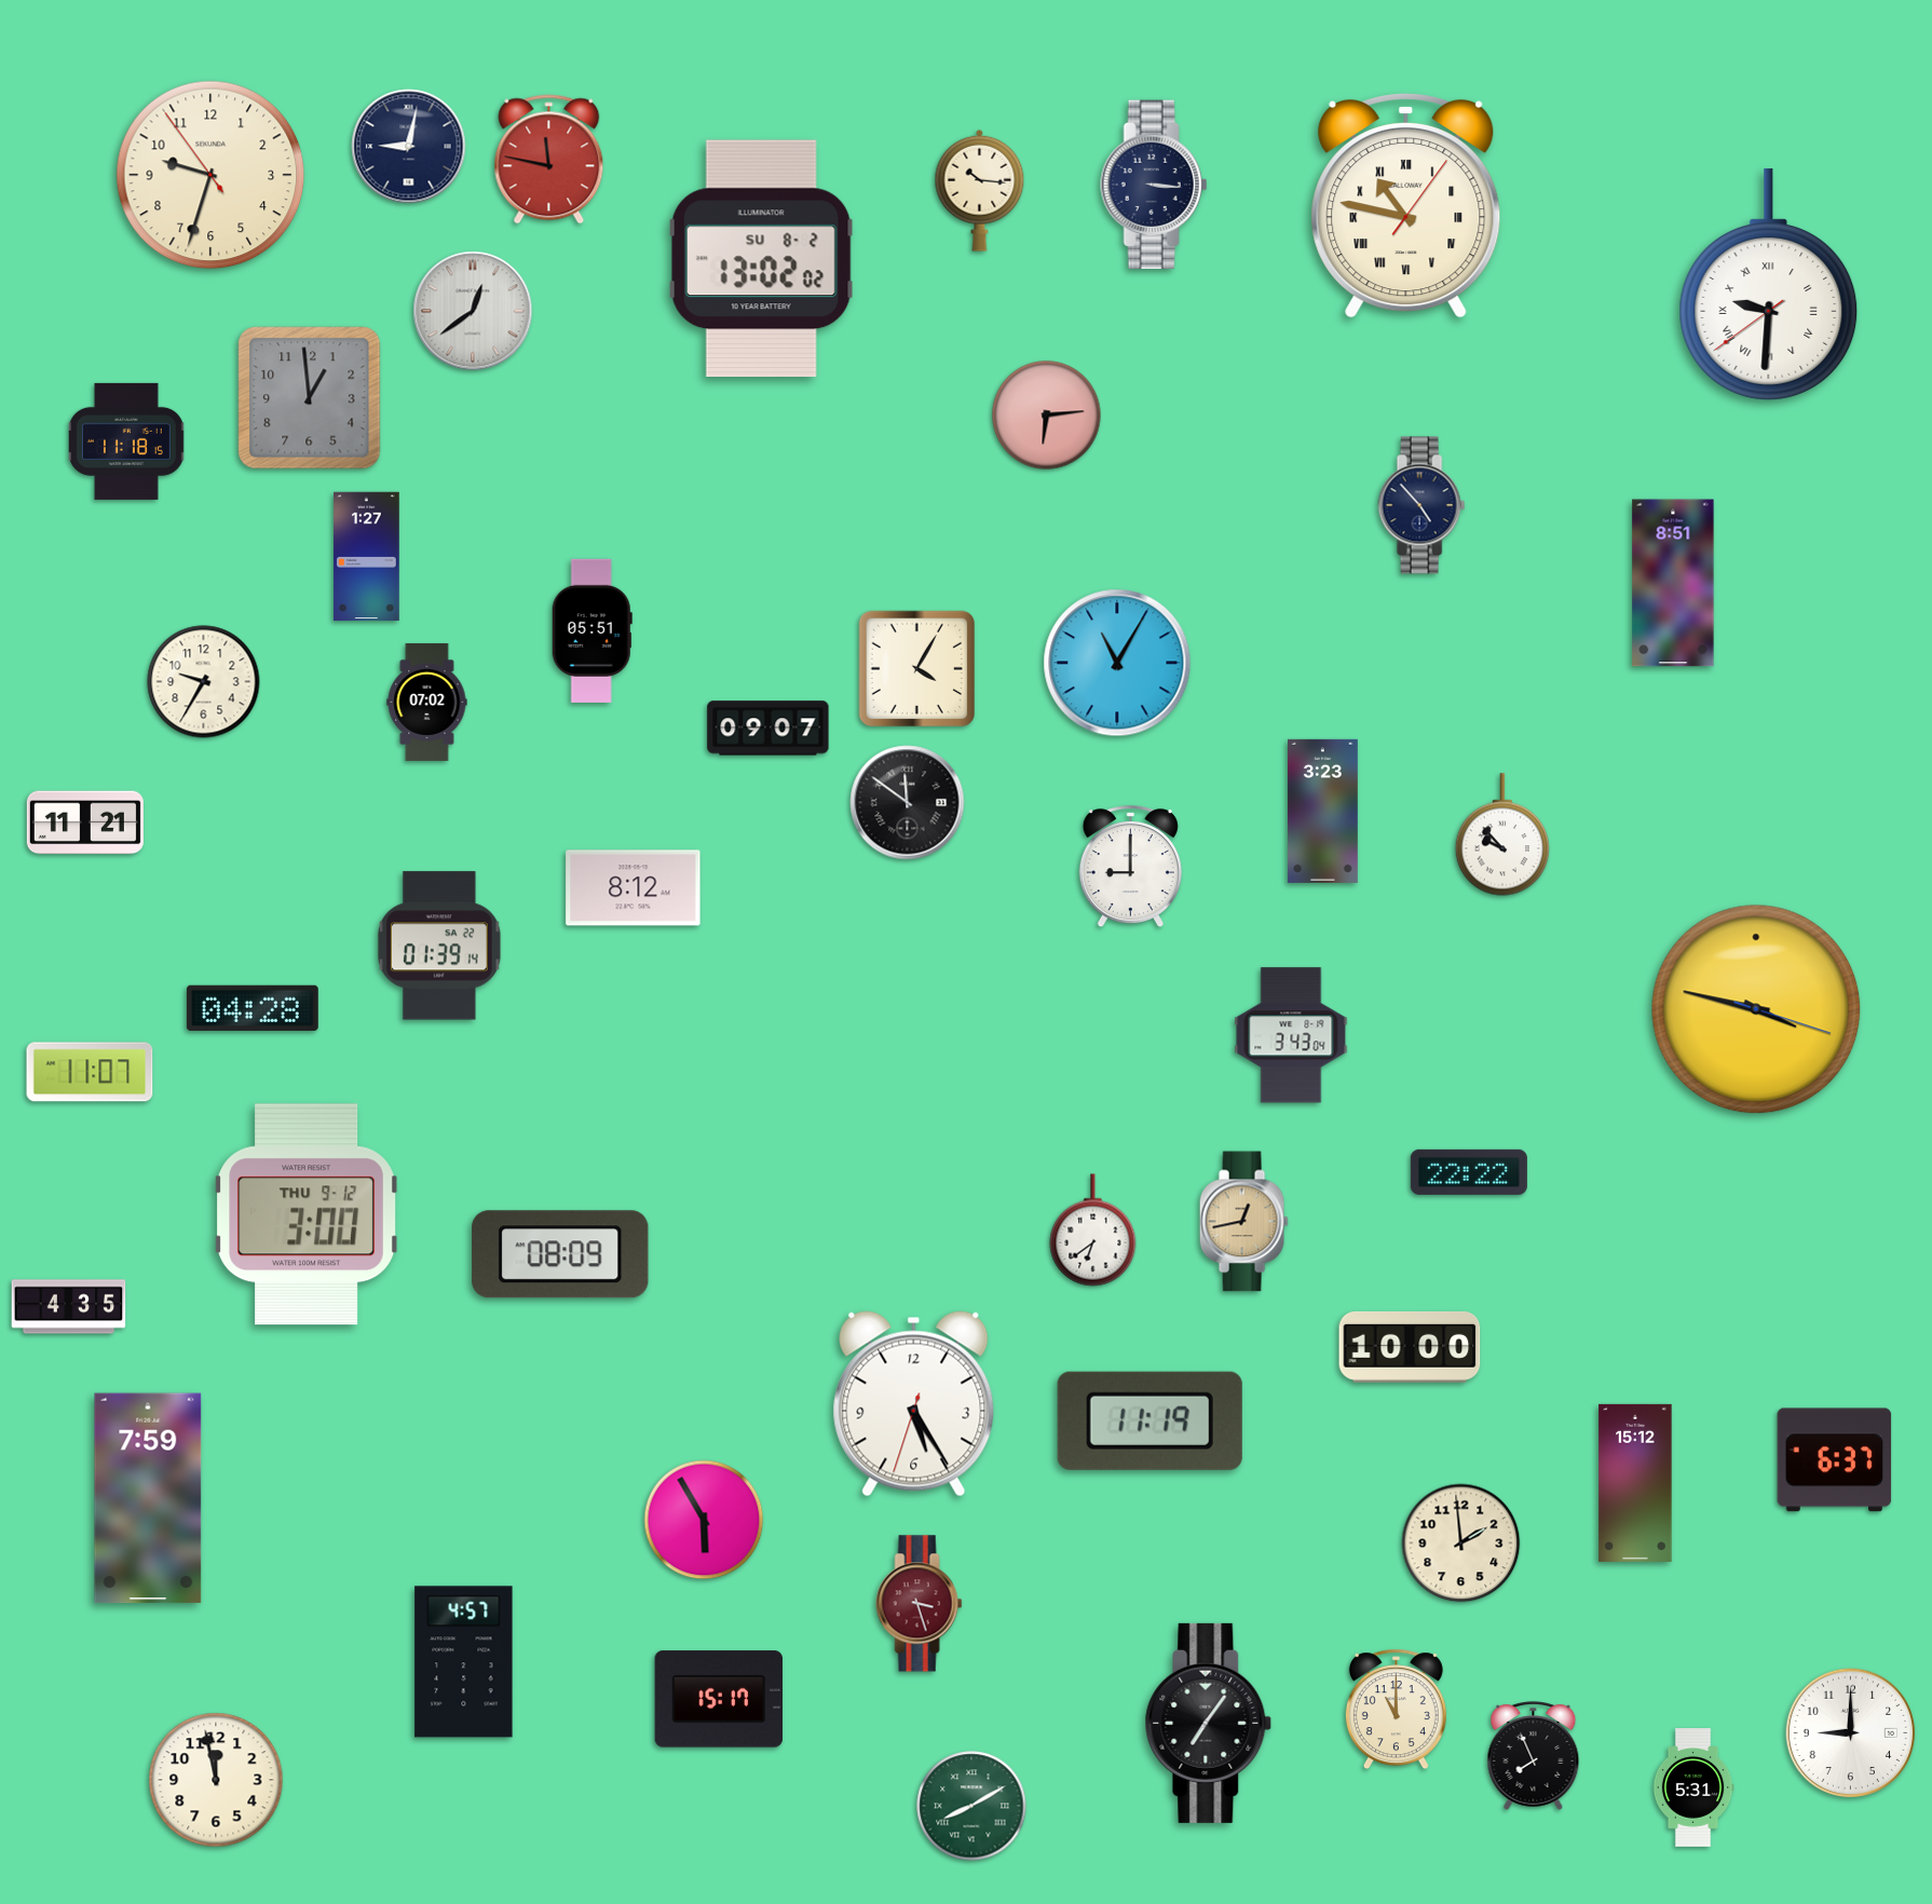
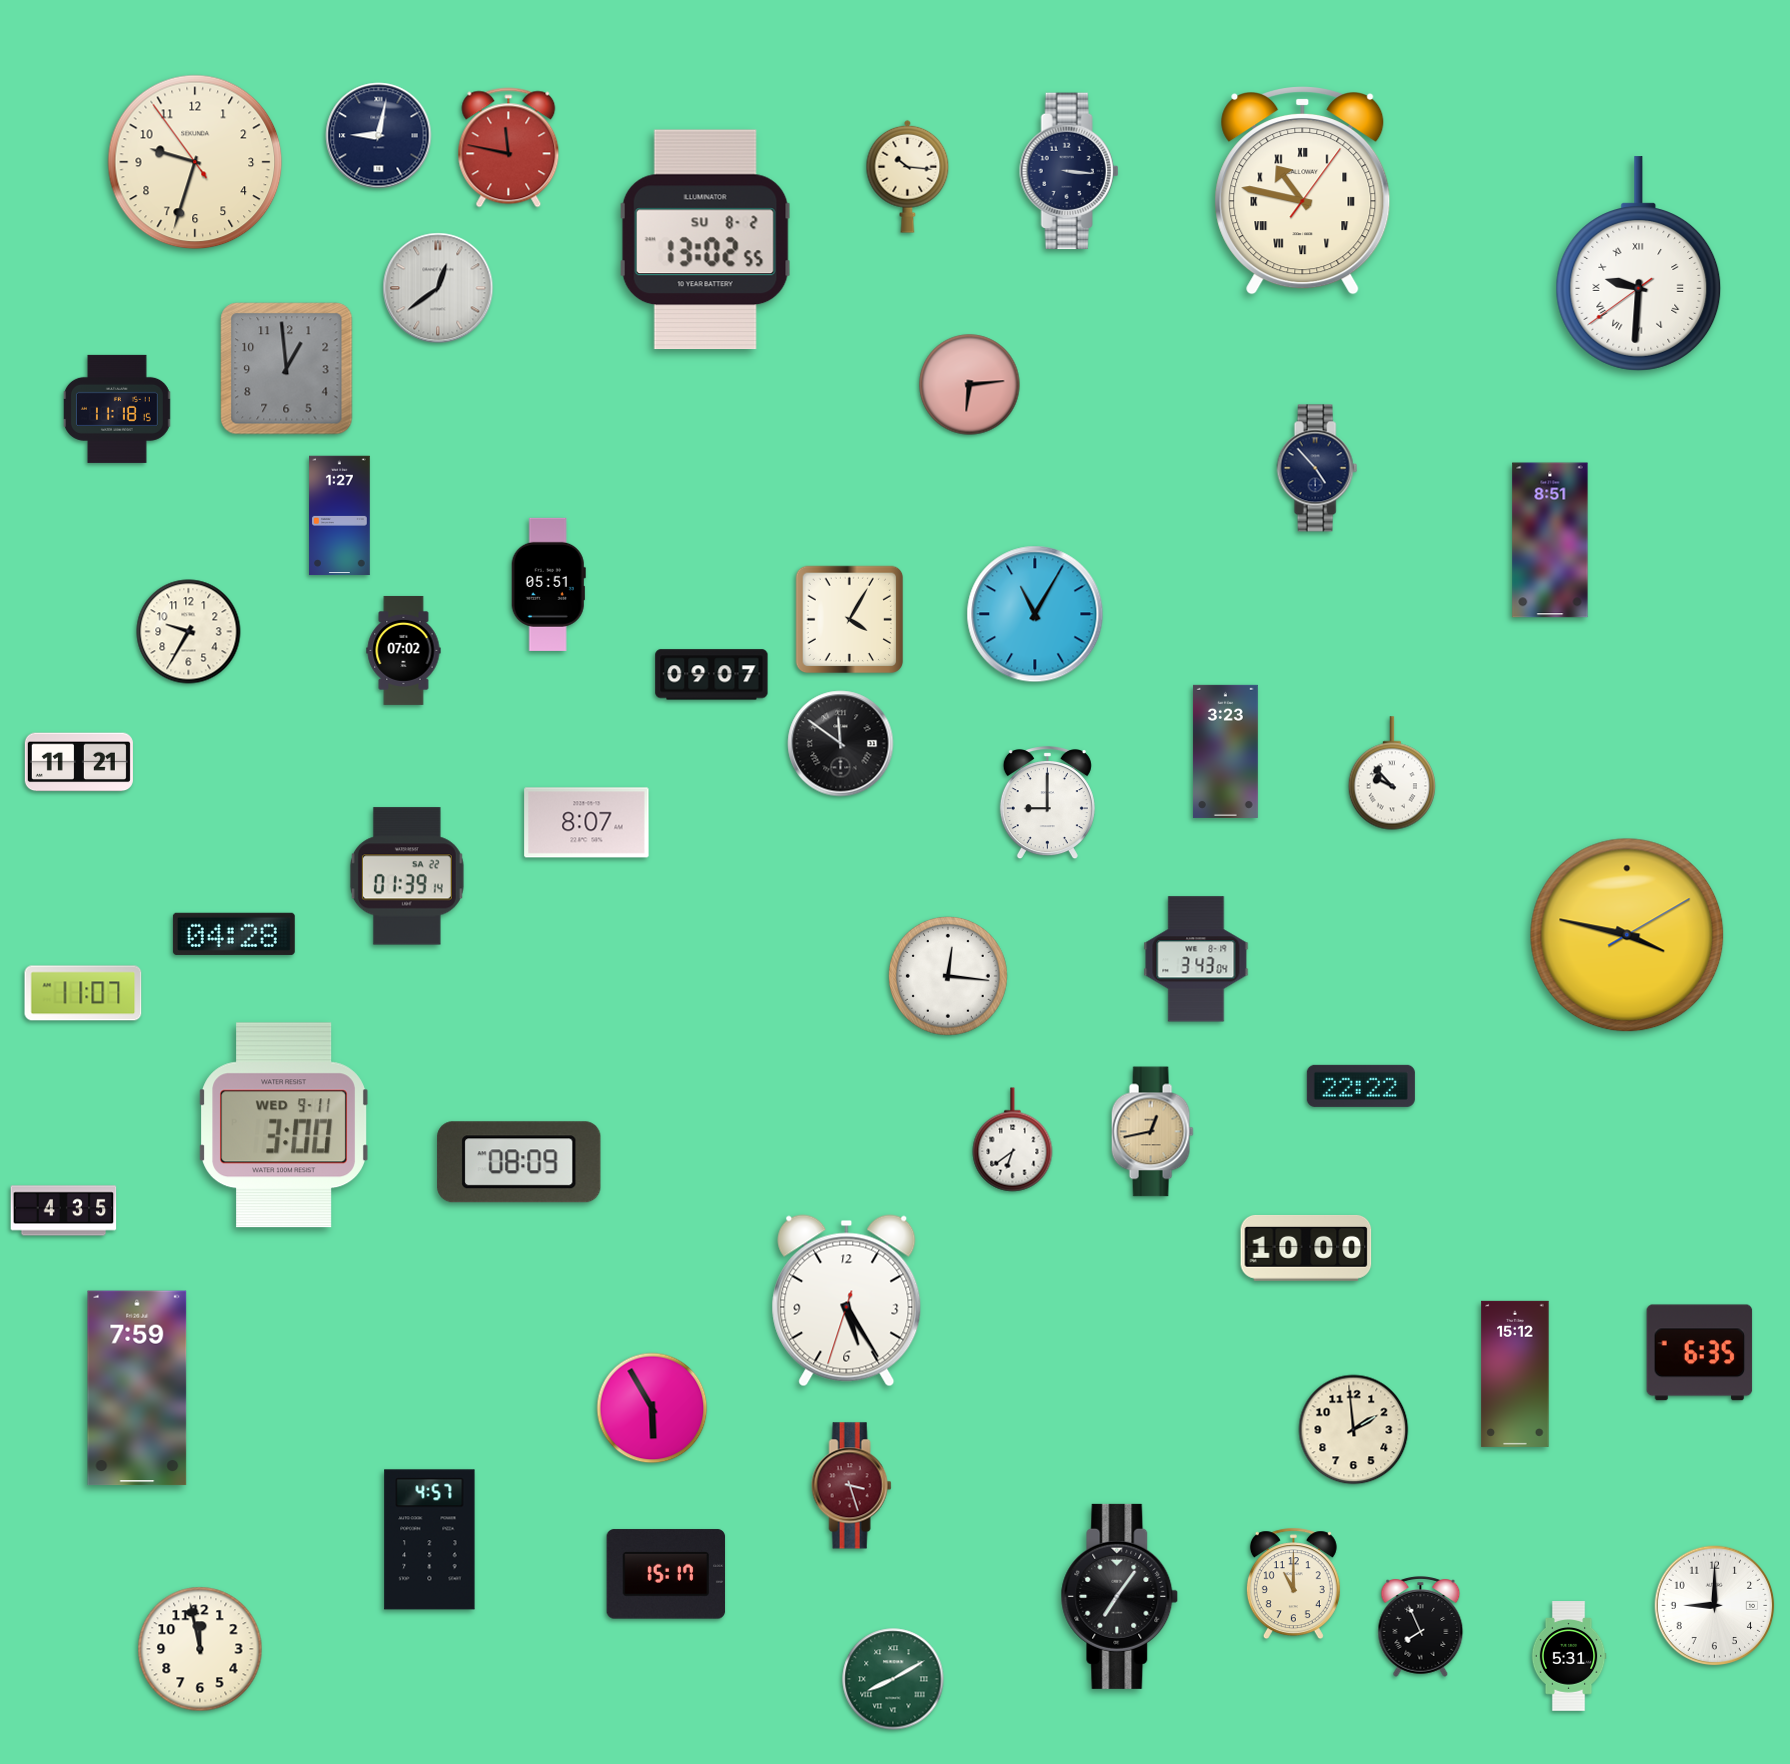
clock at (761, 259): 13:02:02 -> 13:02:55
clock at (427, 702) position: (427, 702) -> (404, 650)
clock at (634, 888): 8:12 -> 8:07
clock at (1756, 1009): 3:47:18 -> 3:47:10
clock at (948, 976): none -> 12:16
clock at (307, 1214) date: THU 9-12 -> WED 9-11
clock at (1149, 1420): 11:19 -> none
clock at (1835, 1460): 6:37 -> 6:35
clock at (971, 1806) position: (971, 1806) -> (893, 1679)
